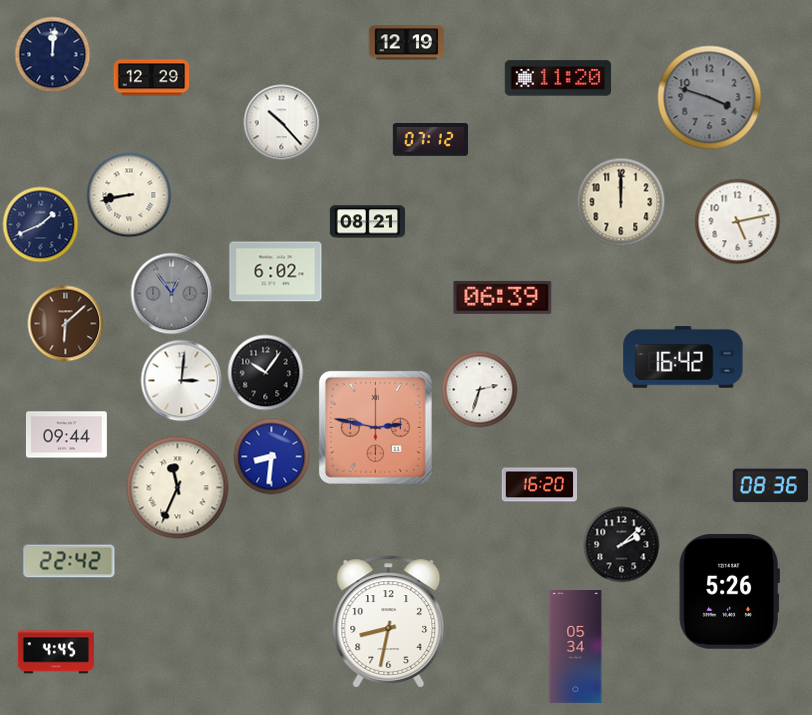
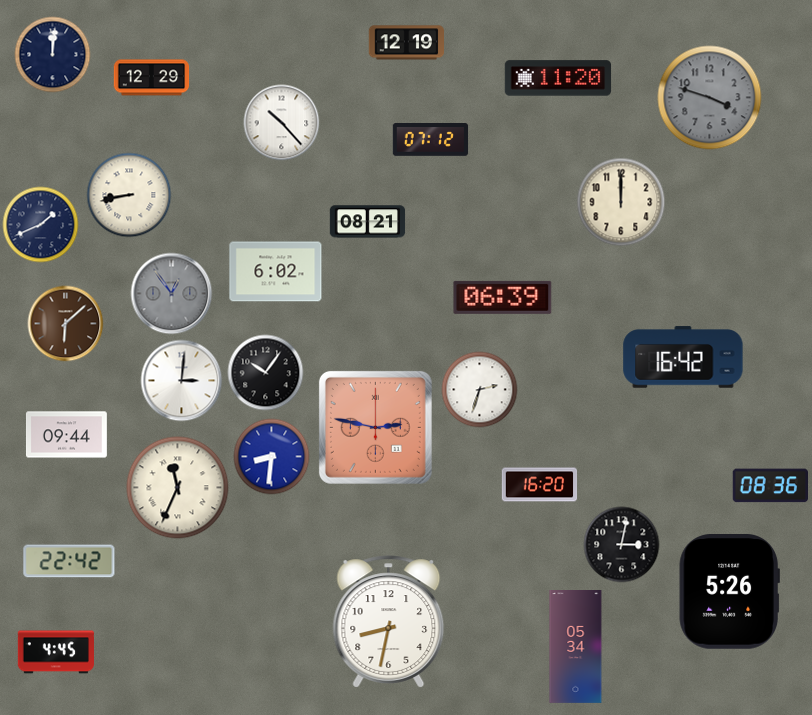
clock at (738, 222): 5:13 -> none
clock at (622, 545): 2:08 -> 3:02
